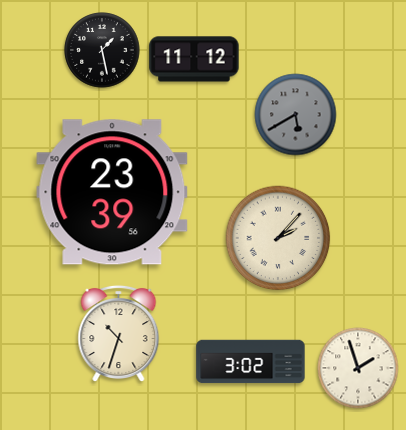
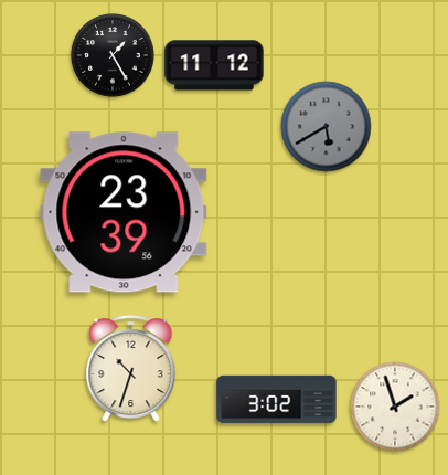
clock at (102, 50): 1:28 -> 1:25
clock at (278, 238): 2:07 -> none
